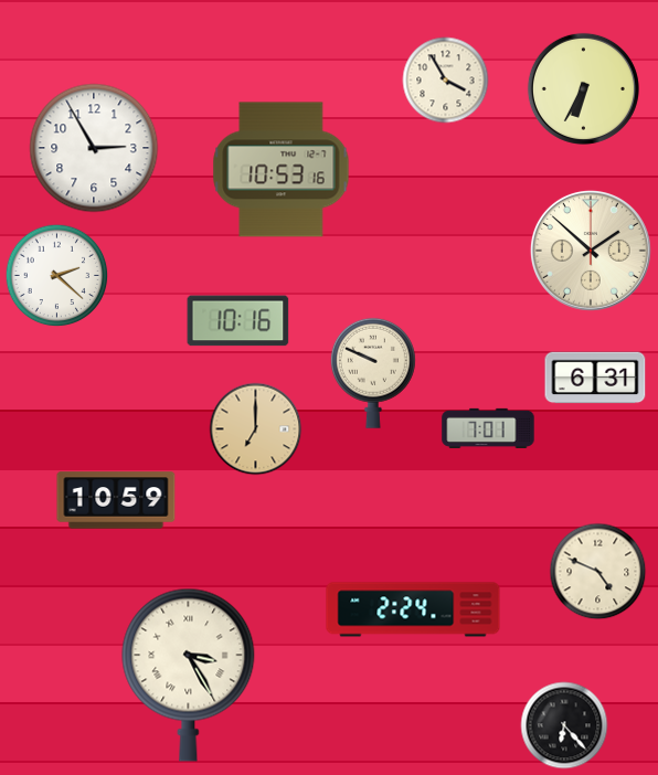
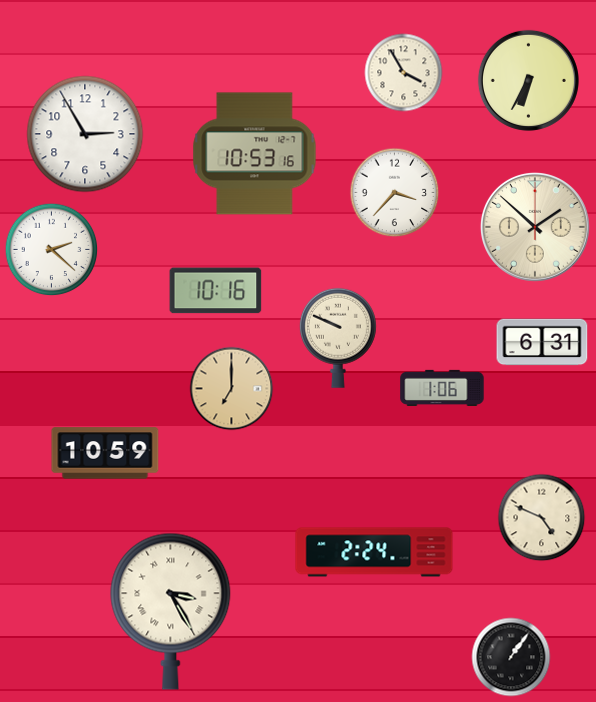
clock at (395, 193): none -> 3:37
clock at (595, 378) position: (595, 378) -> (542, 342)
clock at (488, 428): 7:01 -> 1:06
clock at (564, 725): 6:23 -> 1:06
